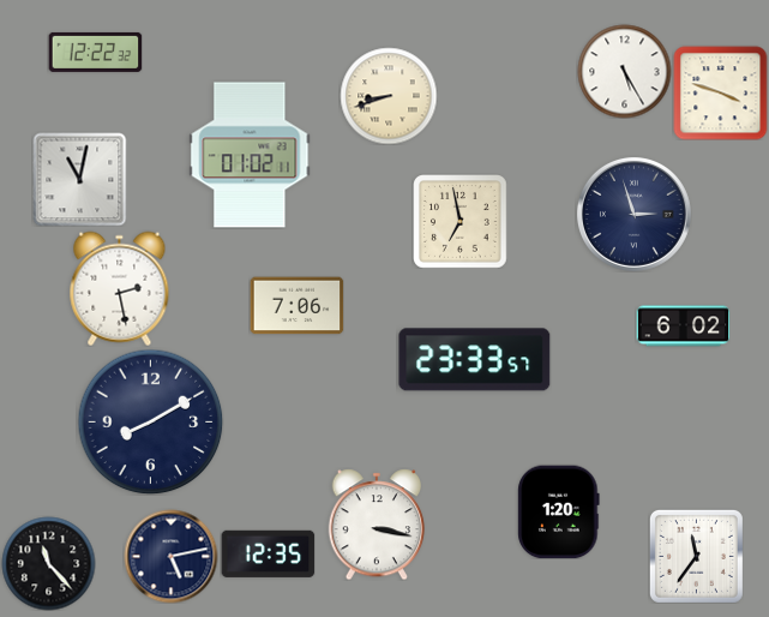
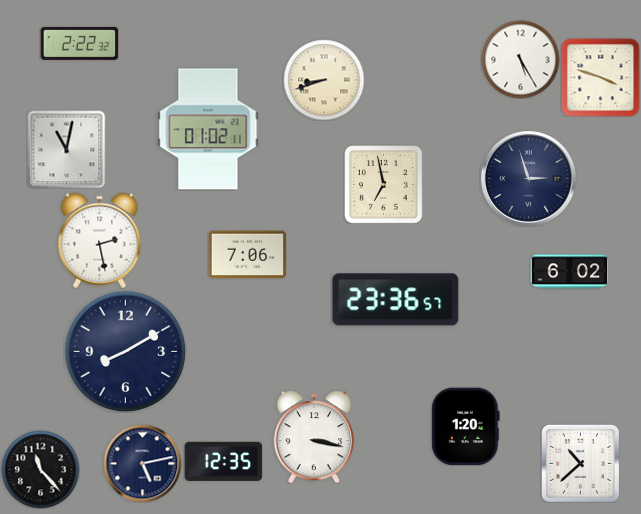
clock at (95, 52): 12:22 -> 2:22
clock at (475, 360): 23:33 -> 23:36
clock at (696, 556): 11:36 -> 10:38
